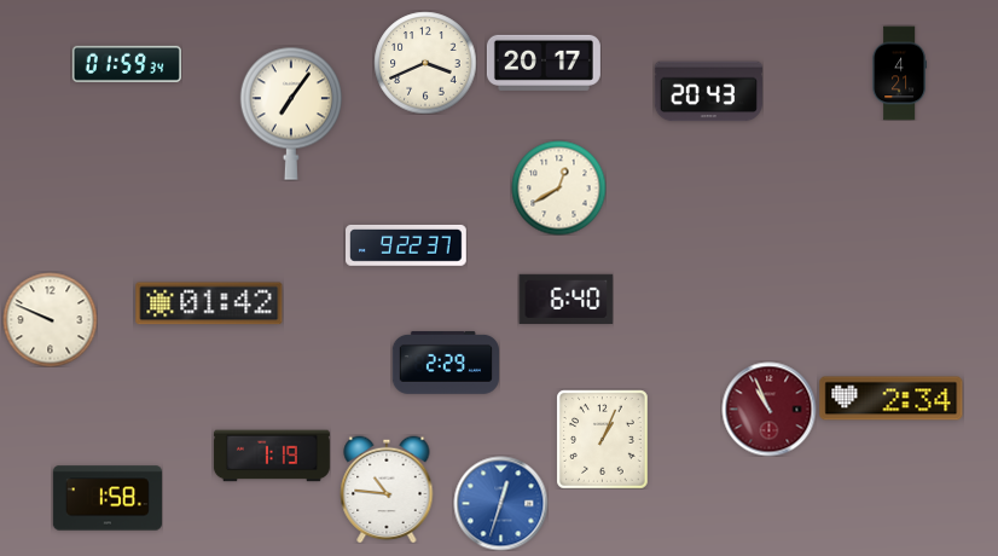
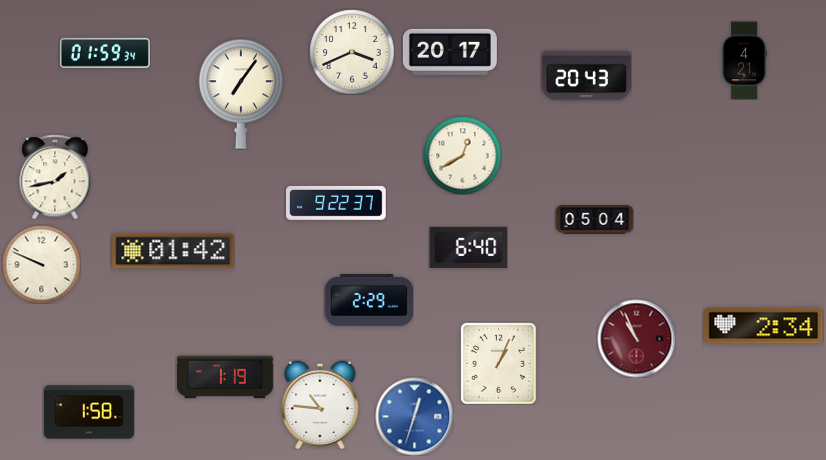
clock at (55, 177): none -> 1:43
clock at (594, 220): none -> 05:04
clock at (892, 399) position: (892, 399) -> (764, 326)
